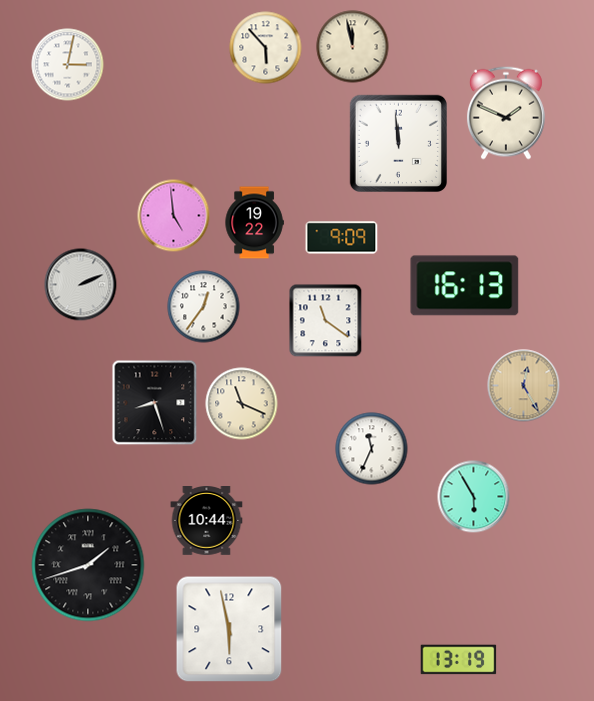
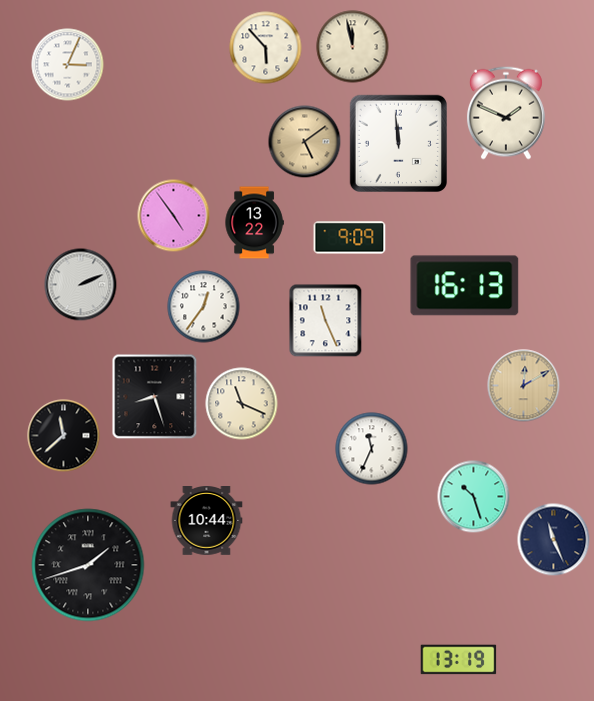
clock at (68, 65): 3:02 -> 3:04
clock at (305, 142): none -> 5:09
clock at (174, 216): 4:59 -> 4:54
clock at (254, 223): 19:22 -> 13:22
clock at (342, 238) position: (342, 238) -> (350, 238)
clock at (326, 321): 11:21 -> 11:26
clock at (524, 386): 12:25 -> 12:10
clock at (155, 403) position: (155, 403) -> (155, 397)
clock at (64, 436): none -> 11:38
clock at (474, 497): 5:55 -> 10:27
clock at (554, 540): none -> 11:26
clock at (229, 629): 5:58 -> none
